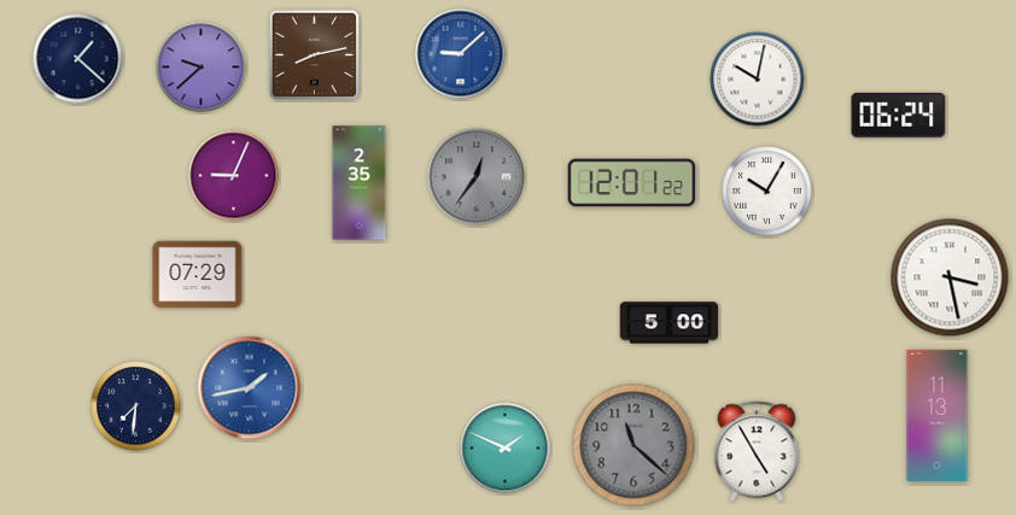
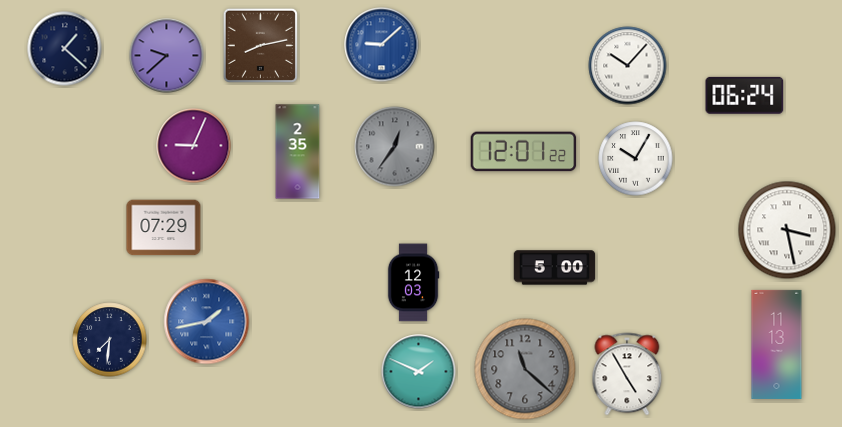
clock at (758, 80): 10:02 -> 10:07
clock at (413, 283): none -> 12:03
clock at (136, 406) position: (136, 406) -> (110, 340)
